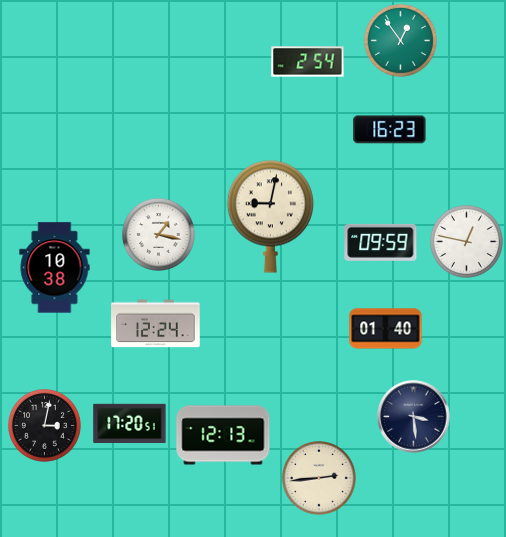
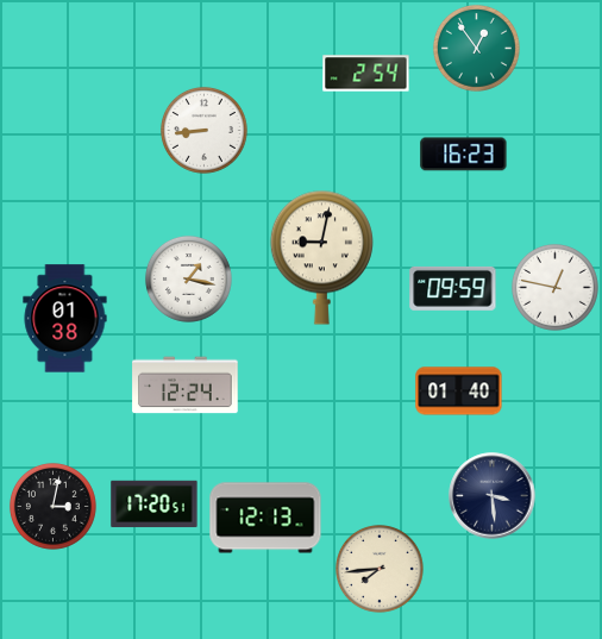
clock at (203, 130): none -> 8:44
clock at (55, 268): 10:38 -> 01:38
clock at (320, 479): 2:44 -> 7:44
